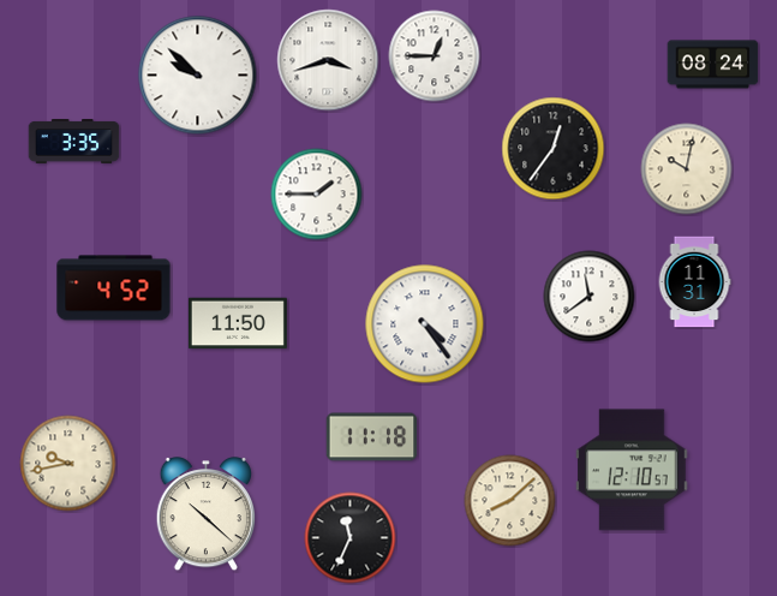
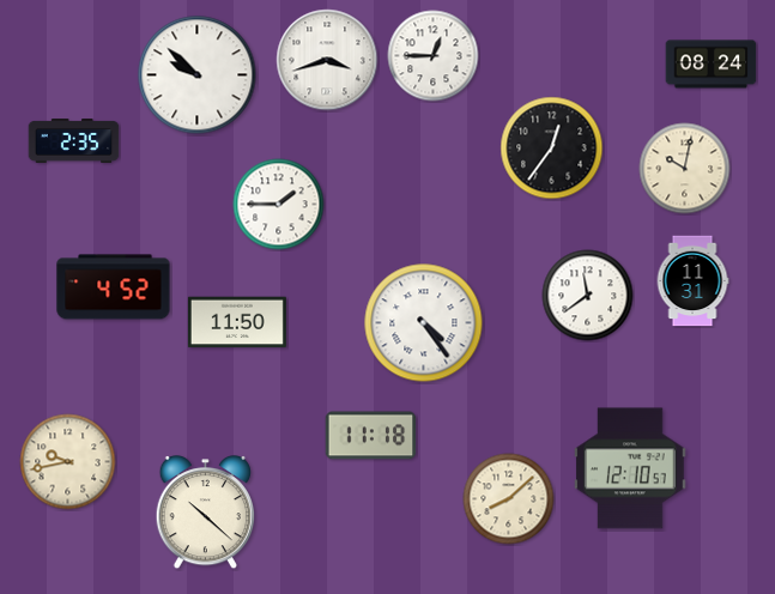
clock at (74, 142): 3:35 -> 2:35
clock at (317, 195) position: (317, 195) -> (279, 205)
clock at (351, 538): 11:34 -> none
